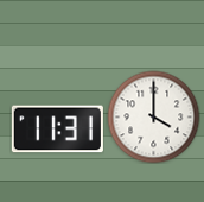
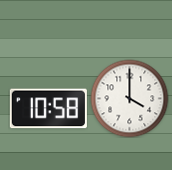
clock at (57, 130): 11:31 -> 10:58
